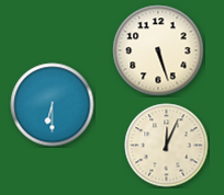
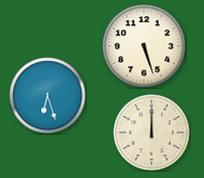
clock at (53, 105): 6:30 -> 6:27
clock at (167, 146): 12:04 -> 12:00
